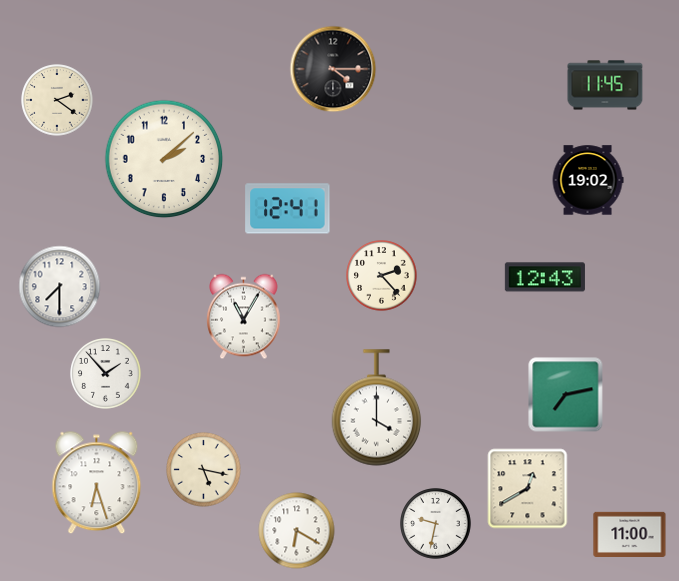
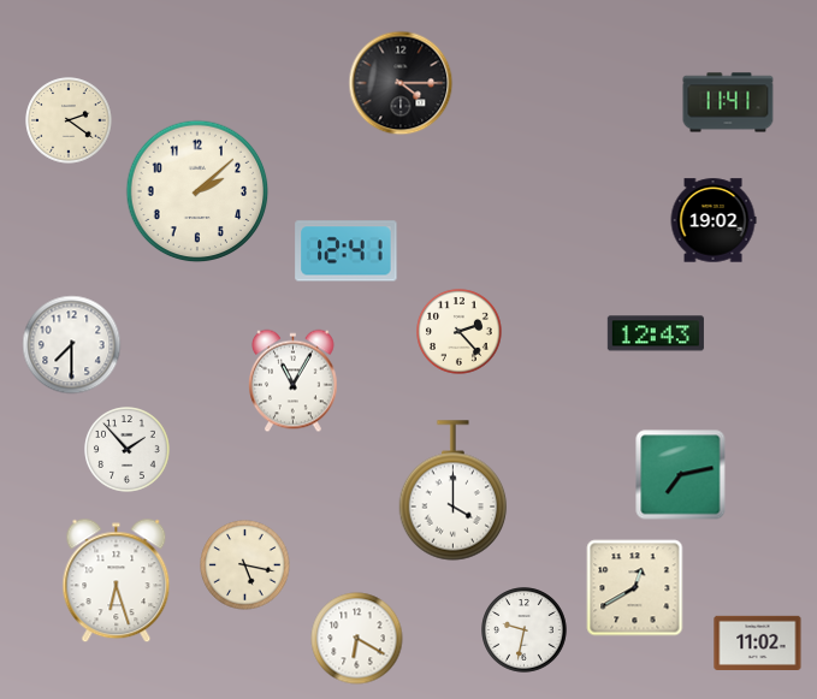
clock at (605, 85): 11:45 -> 11:41
clock at (588, 180) position: (588, 180) -> (714, 220)
clock at (630, 534): 11:00 -> 11:02
